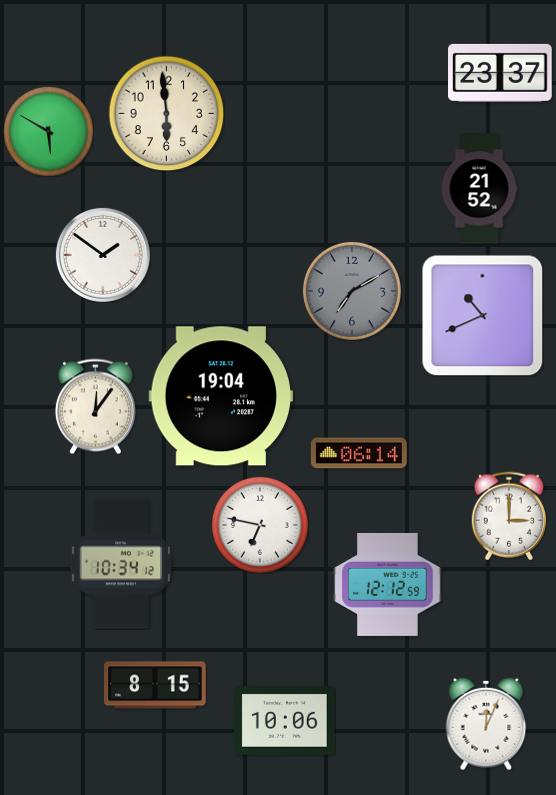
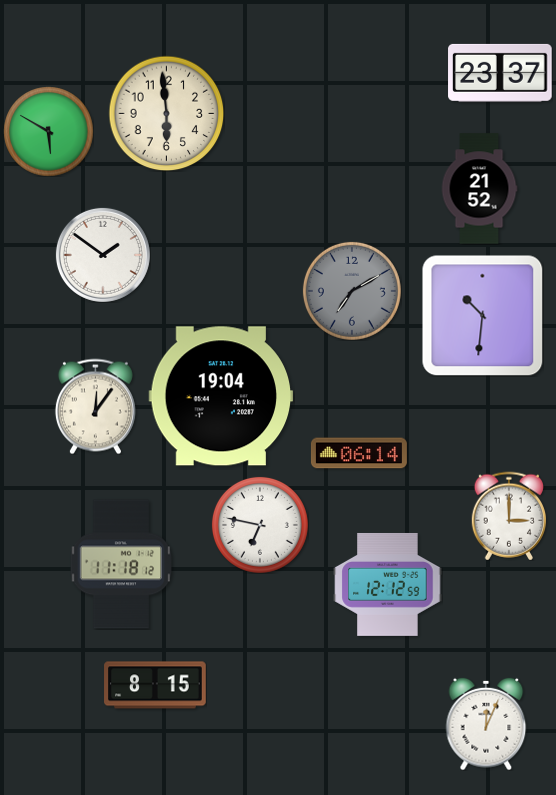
clock at (482, 315): 10:41 -> 10:31
clock at (121, 564): 10:34 -> 11:18
clock at (285, 721): 10:06 -> none
